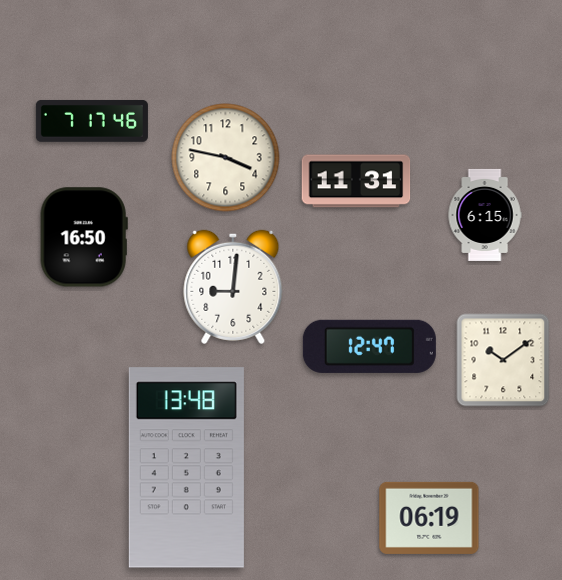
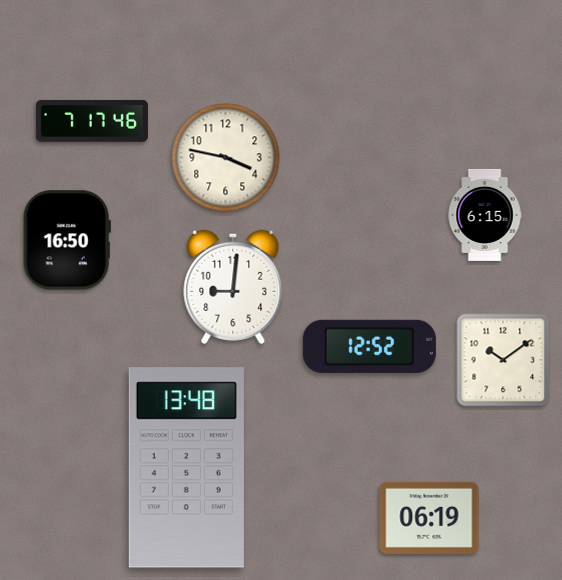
clock at (356, 181): 11:31 -> none
clock at (84, 237) position: (84, 237) -> (67, 240)
clock at (369, 346): 12:47 -> 12:52
